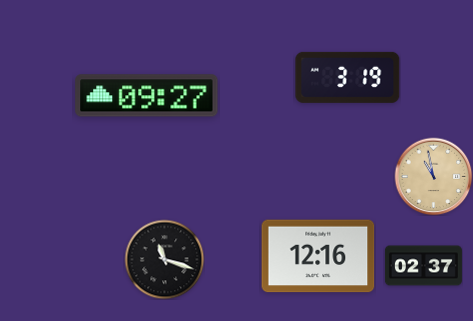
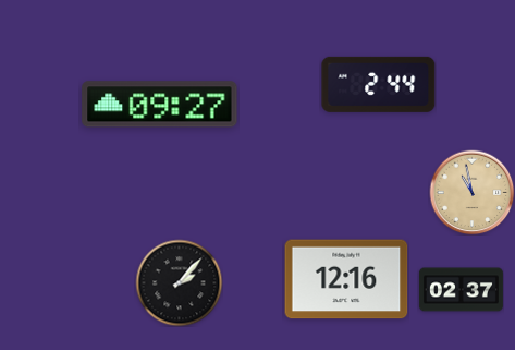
clock at (348, 77): 3:19 -> 2:44
clock at (164, 259): 11:18 -> 2:07
